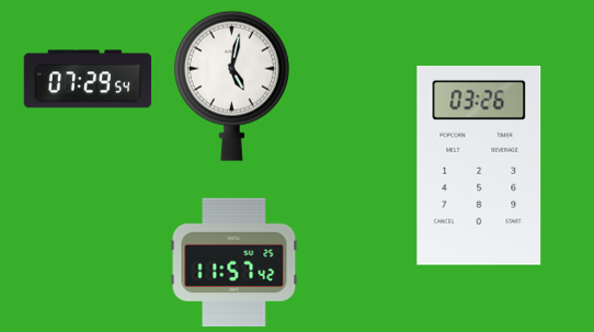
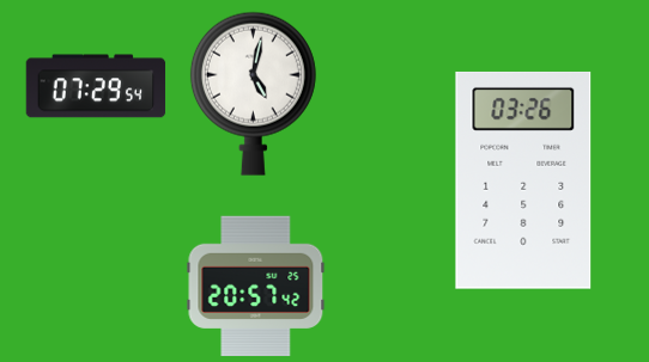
clock at (235, 262): 11:57 -> 20:57
